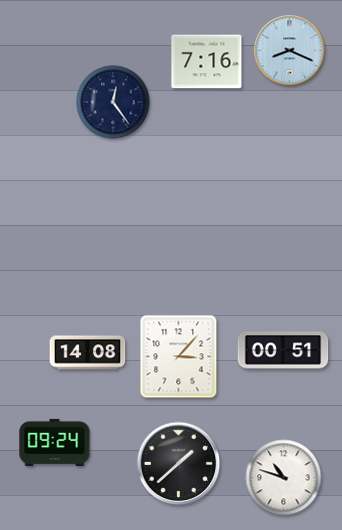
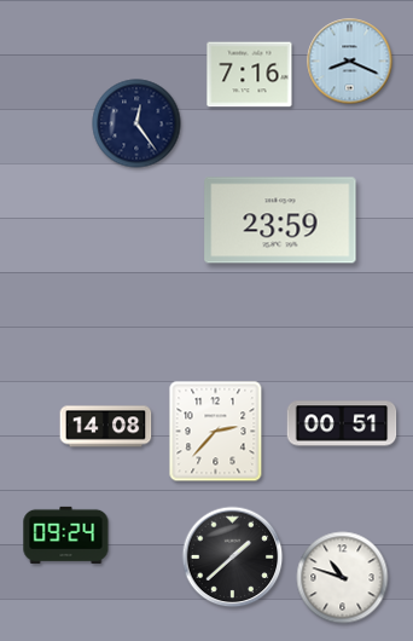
clock at (280, 220): none -> 23:59
clock at (179, 357): 3:07 -> 2:37
clock at (179, 464) position: (179, 464) -> (233, 558)
